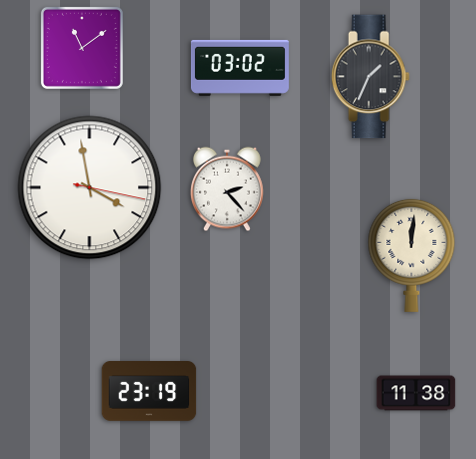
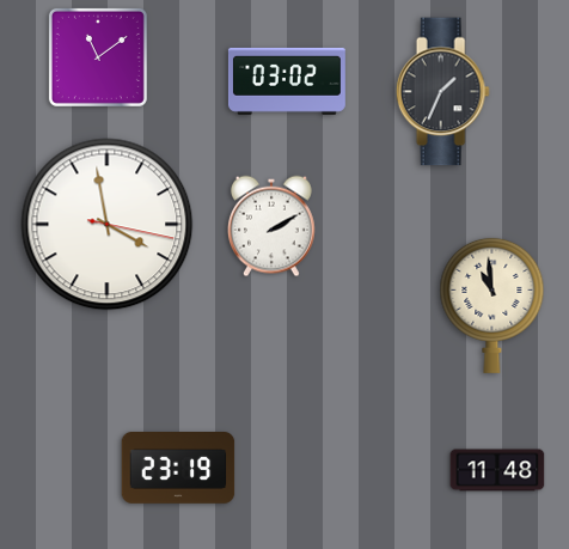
clock at (227, 189): 2:23 -> 2:10
clock at (412, 255): 12:01 -> 10:59
clock at (416, 393): 11:38 -> 11:48
